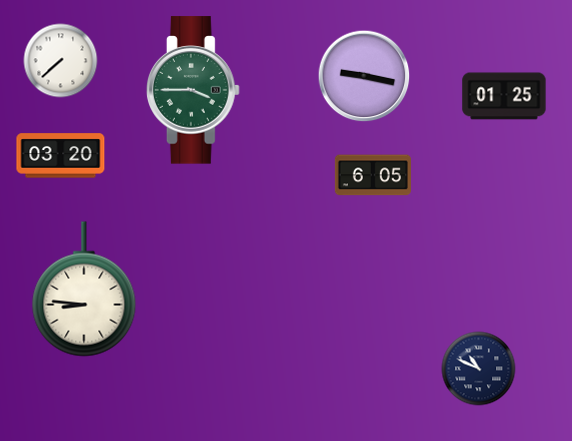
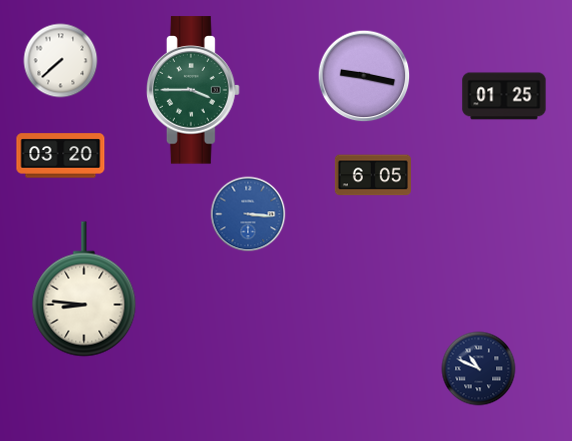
clock at (248, 214): none -> 3:16
